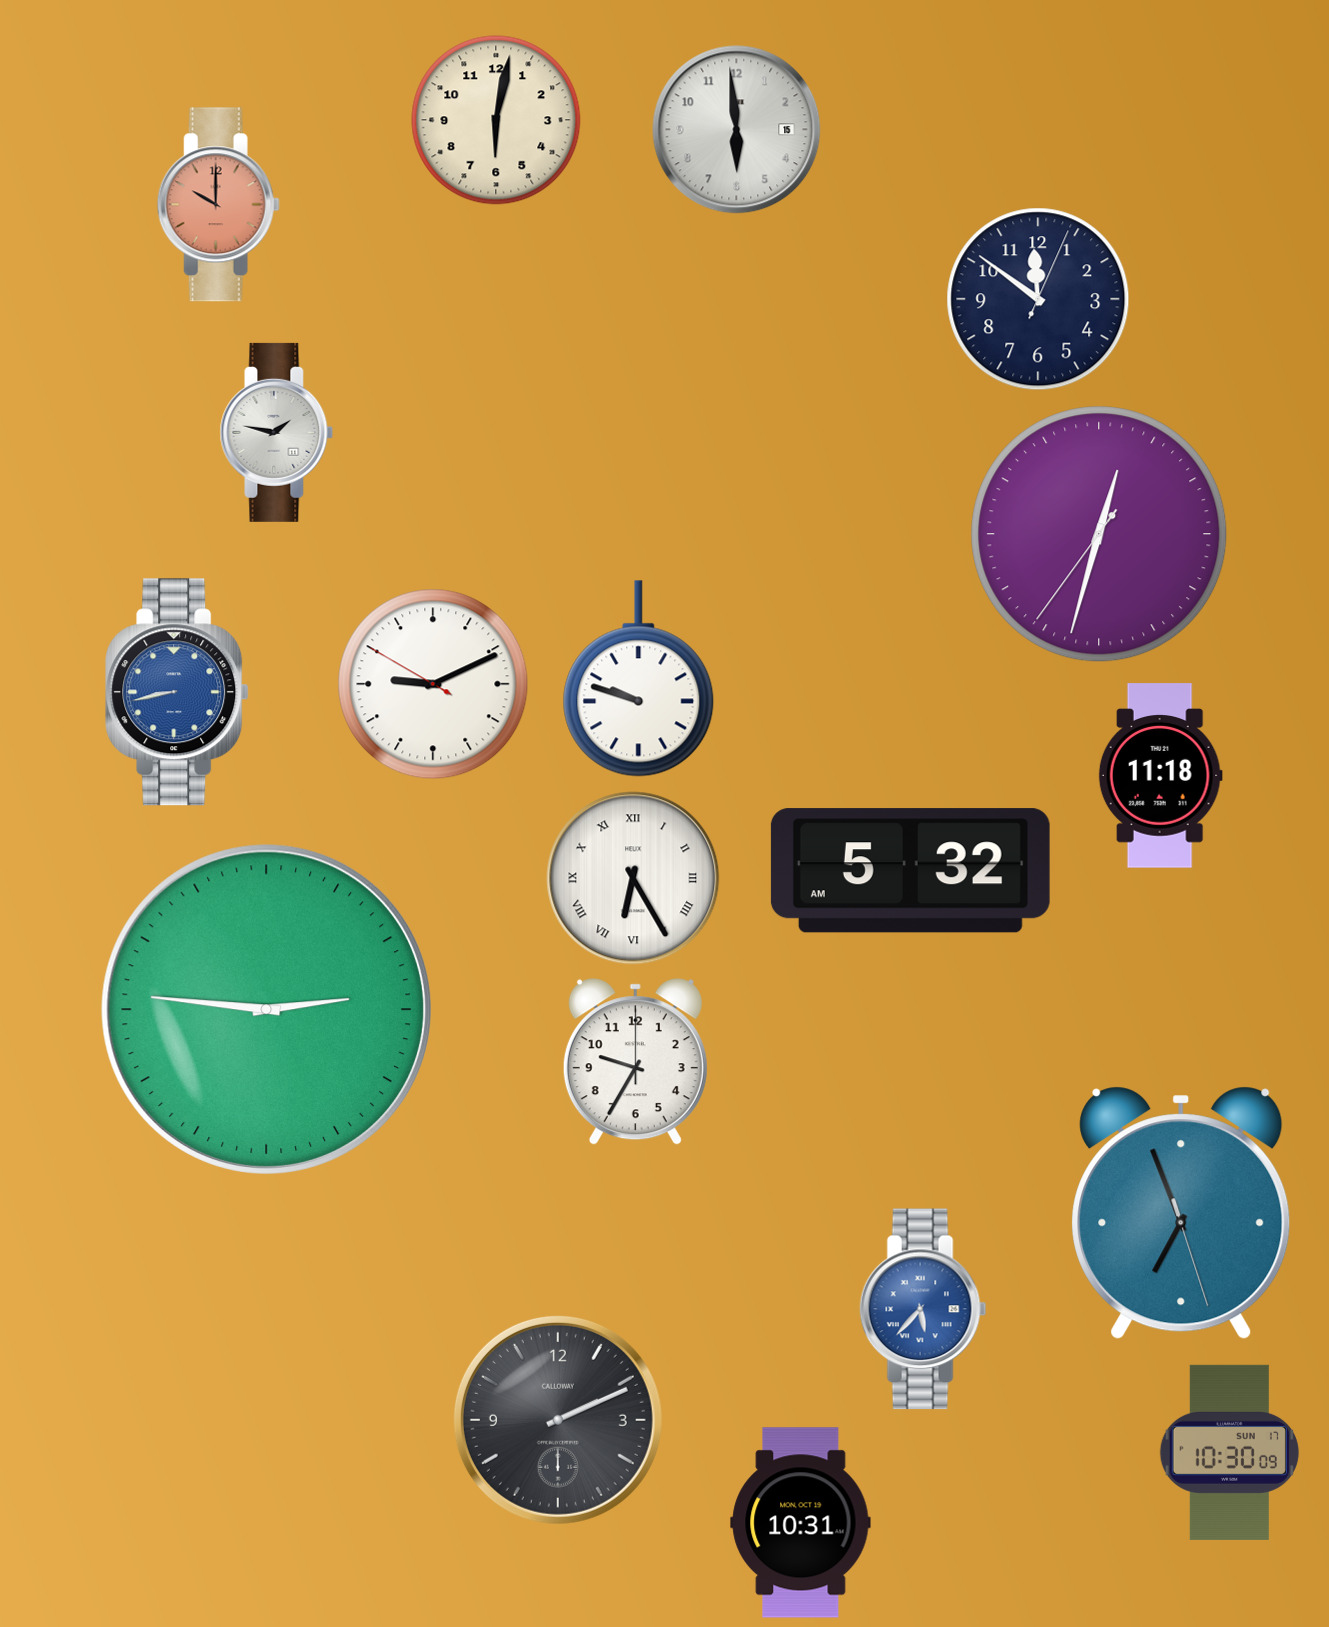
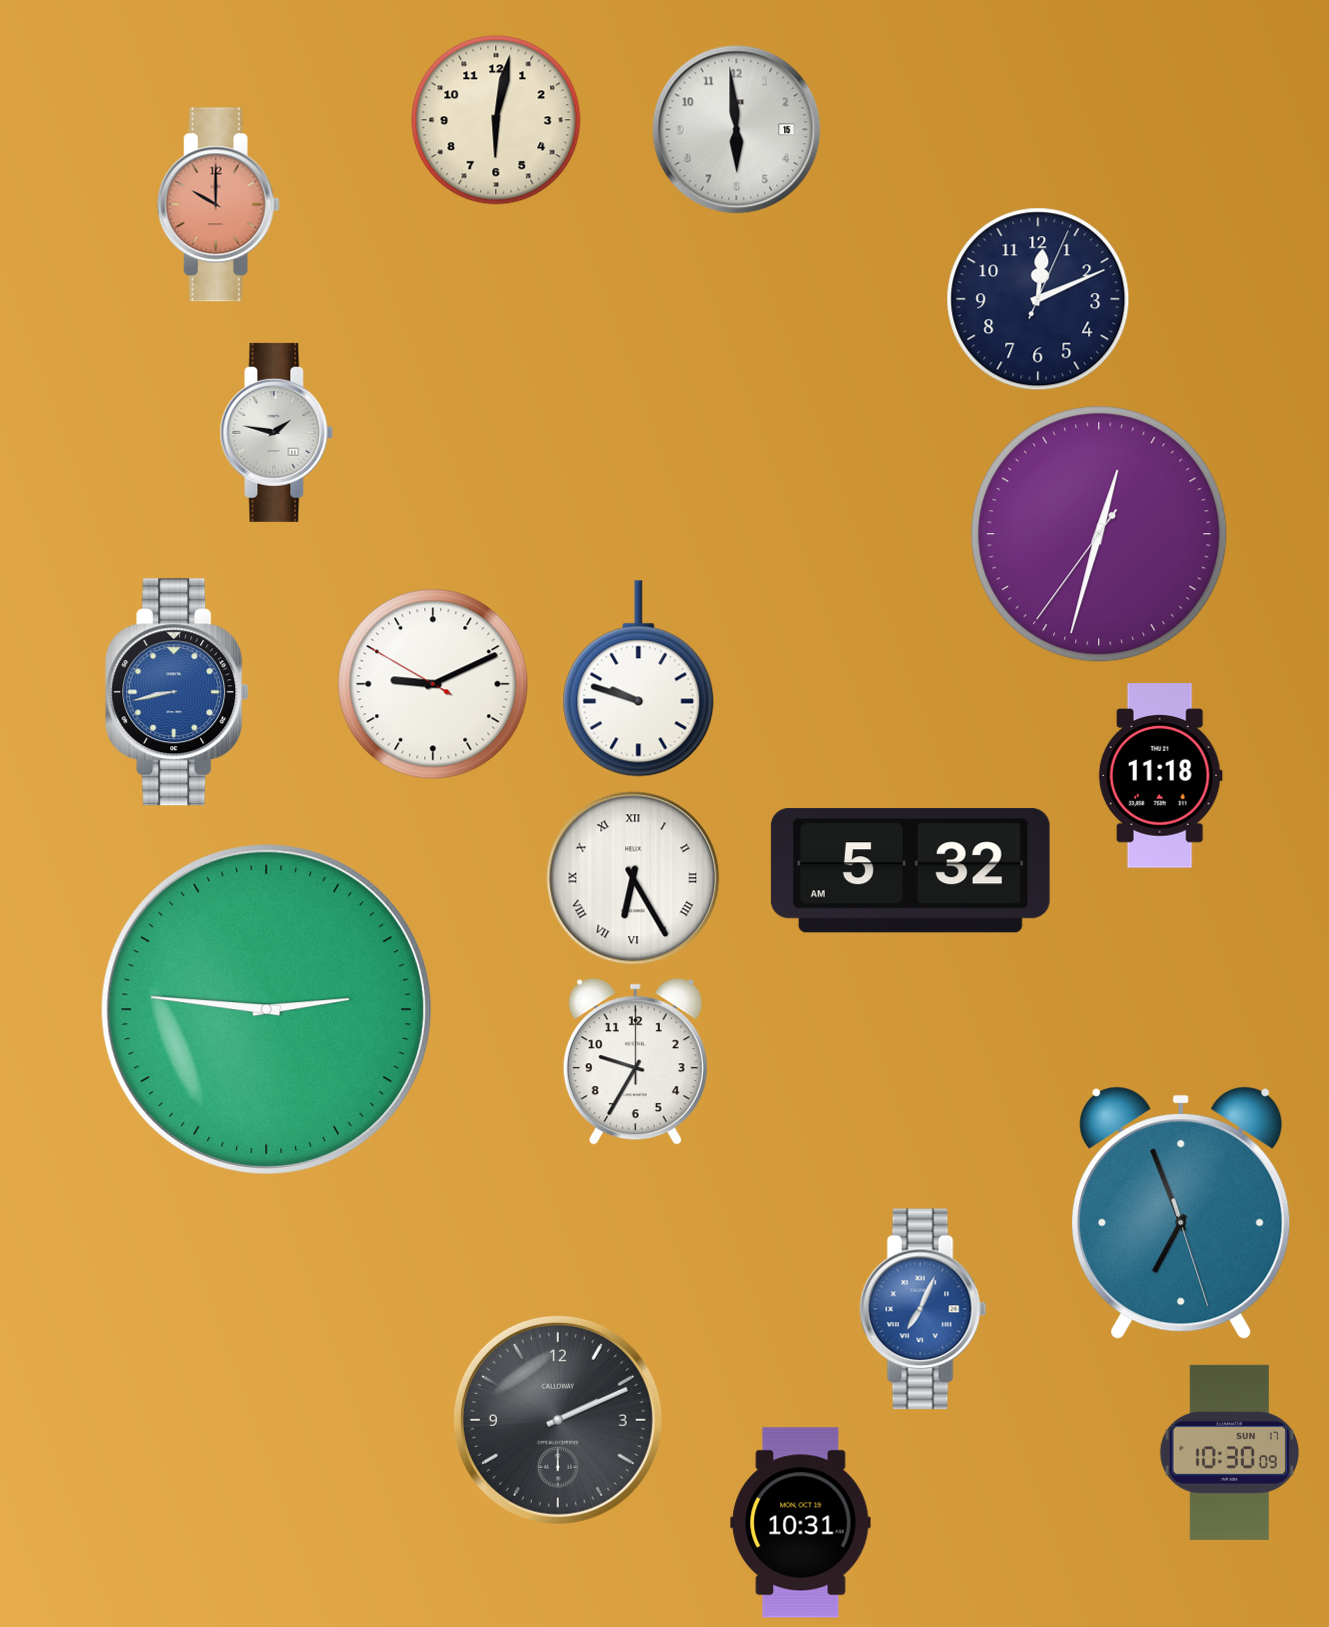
clock at (1038, 299): 11:51 -> 12:11
clock at (923, 1309): 5:37 -> 7:04
